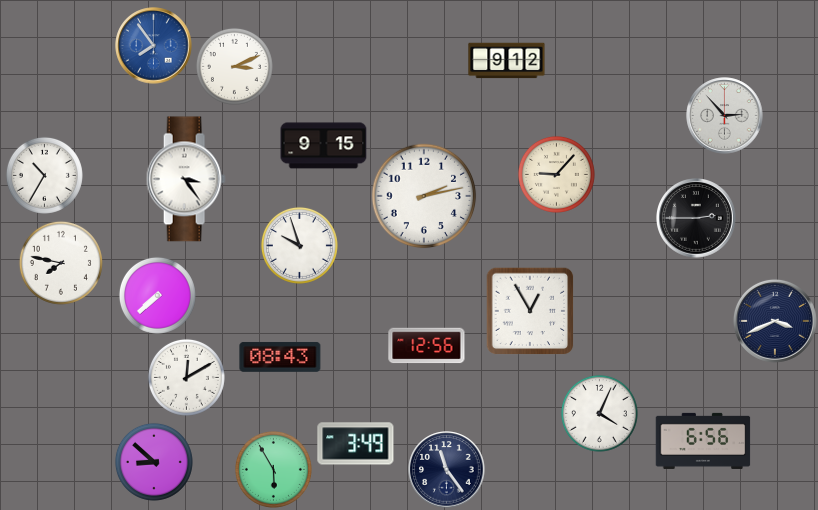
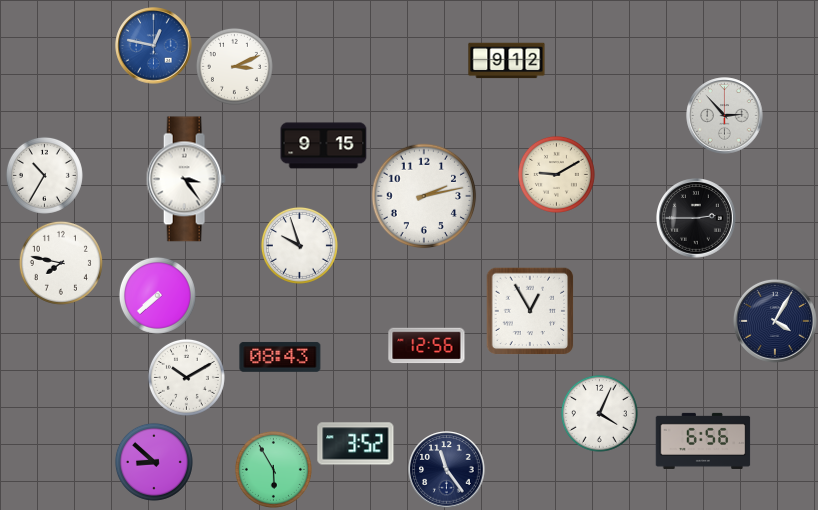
clock at (154, 46): 7:54 -> 12:47
clock at (556, 174): 9:07 -> 9:10
clock at (775, 321): 3:41 -> 4:05
clock at (186, 377): 12:10 -> 10:10
clock at (356, 444): 3:49 -> 3:52
